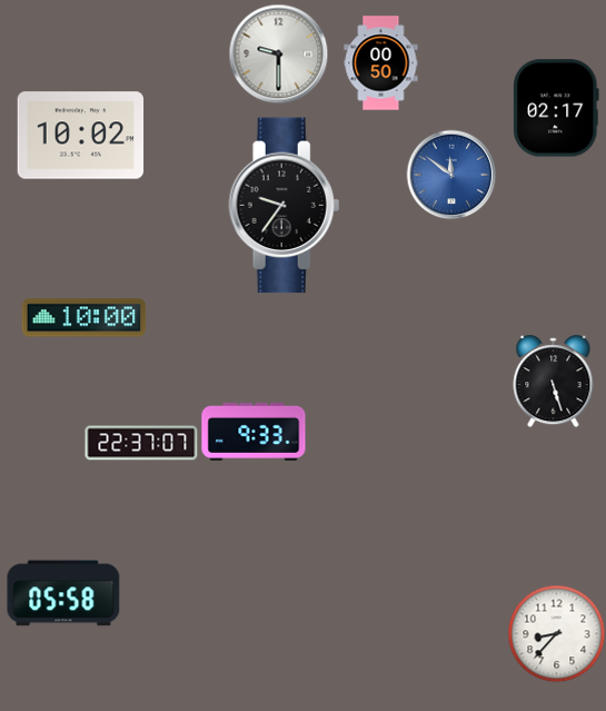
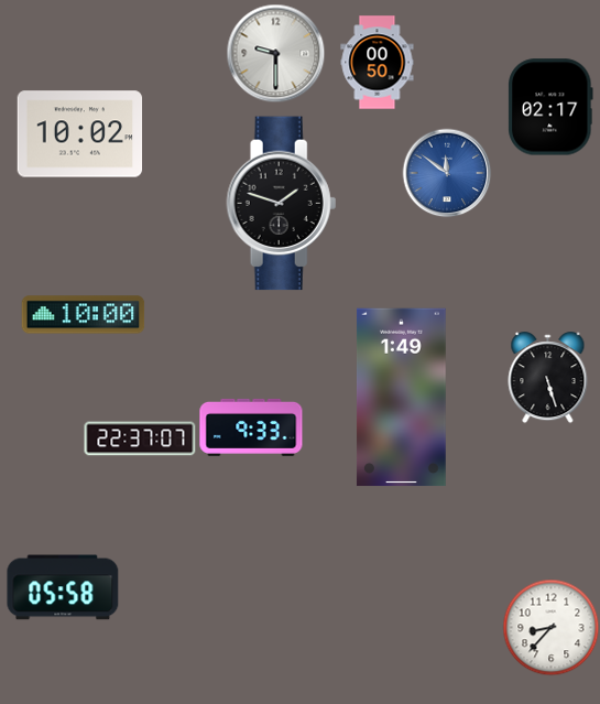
clock at (285, 206): 9:36 -> 1:48
clock at (401, 398): none -> 1:49
